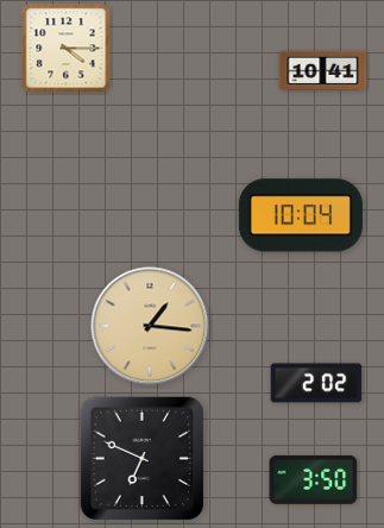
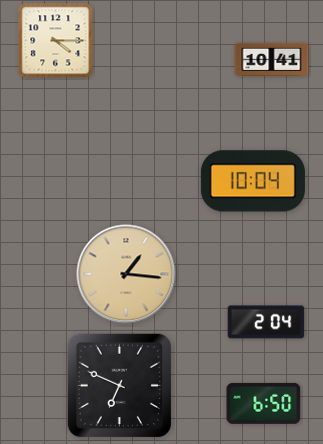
clock at (316, 383): 2:02 -> 2:04
clock at (314, 479): 3:50 -> 6:50
